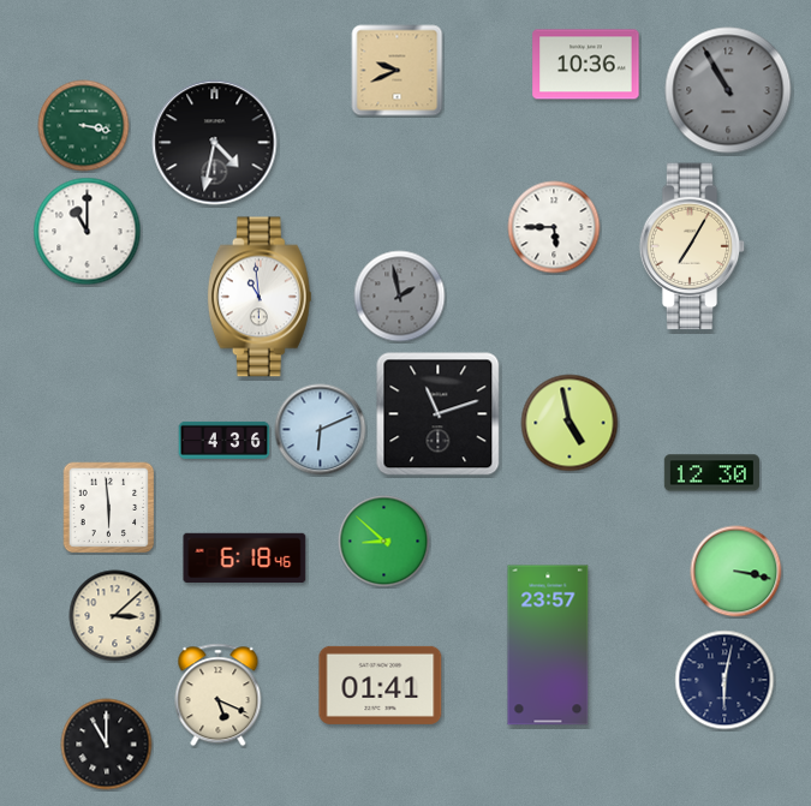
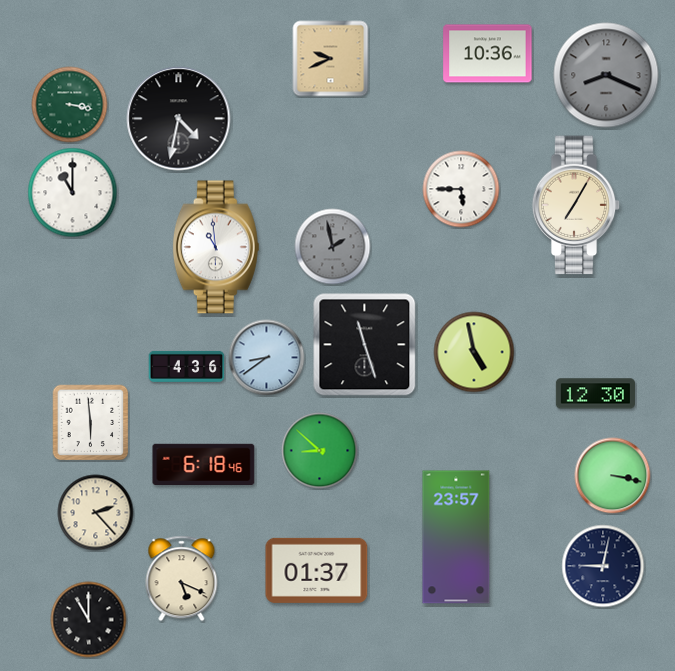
clock at (728, 90): 10:55 -> 8:19
clock at (439, 414): 11:12 -> 11:27
clock at (321, 430): 6:11 -> 8:39
clock at (711, 473) position: (711, 473) -> (595, 394)
clock at (115, 616): 3:08 -> 2:23
clock at (724, 680): 6:02 -> 9:02
clock at (381, 685): 01:41 -> 01:37
